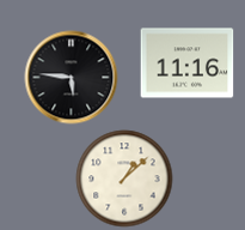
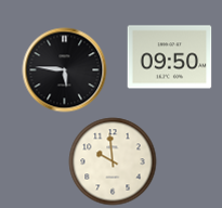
clock at (186, 63): 11:16 -> 09:50
clock at (124, 178): 1:08 -> 9:59
